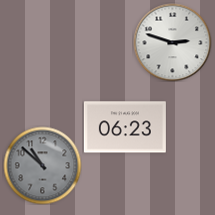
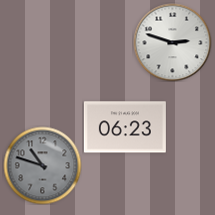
clock at (42, 165): 10:52 -> 10:48
